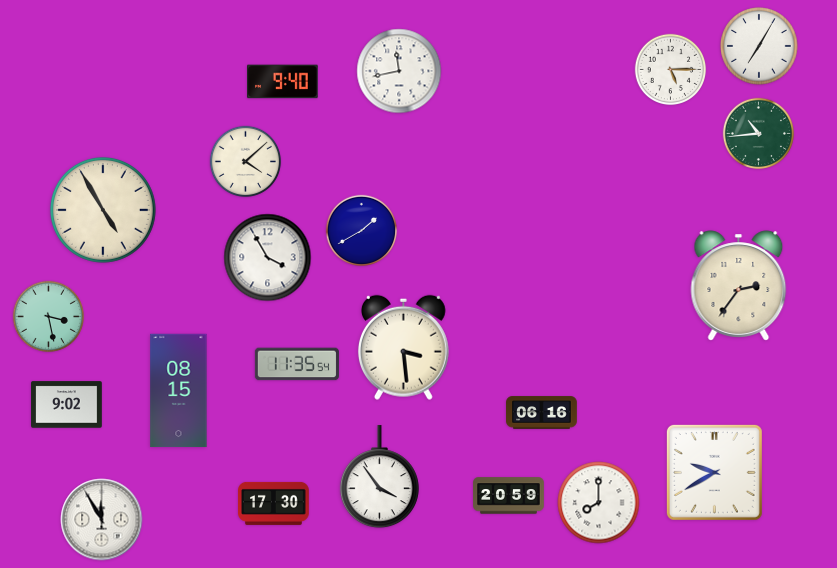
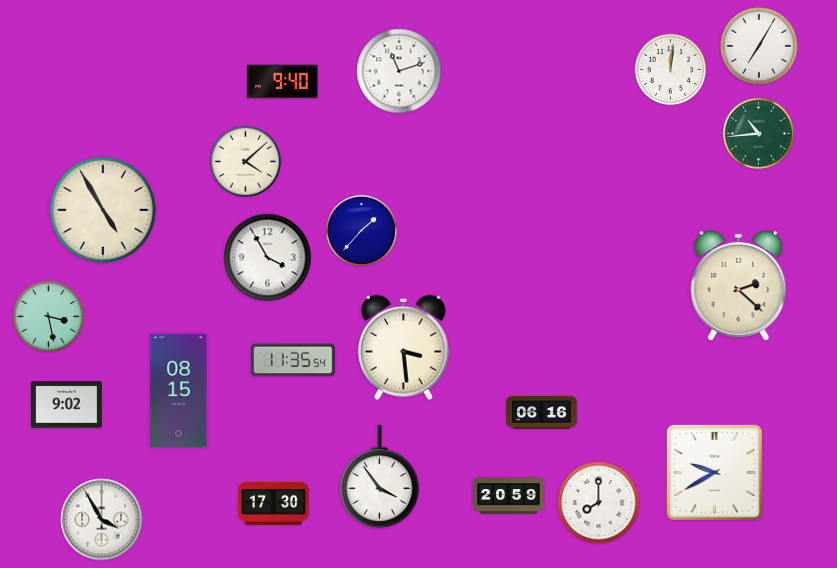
clock at (671, 70): 5:15 -> 12:01
clock at (399, 71): 11:43 -> 11:12
clock at (362, 231): 1:40 -> 1:37
clock at (739, 286): 2:36 -> 2:22
clock at (297, 364) position: (297, 364) -> (293, 360)
clock at (102, 520): 11:55 -> 3:55
